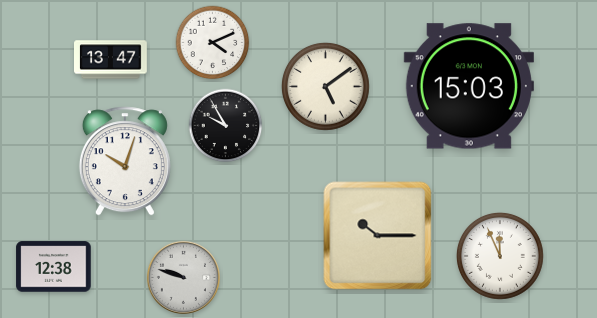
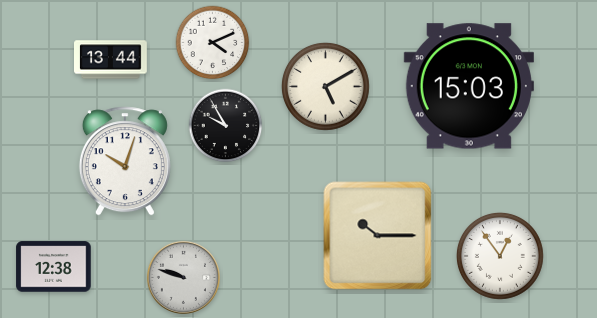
clock at (111, 60): 13:47 -> 13:44
clock at (325, 86): 5:09 -> 5:10
clock at (500, 256): 11:56 -> 12:54
